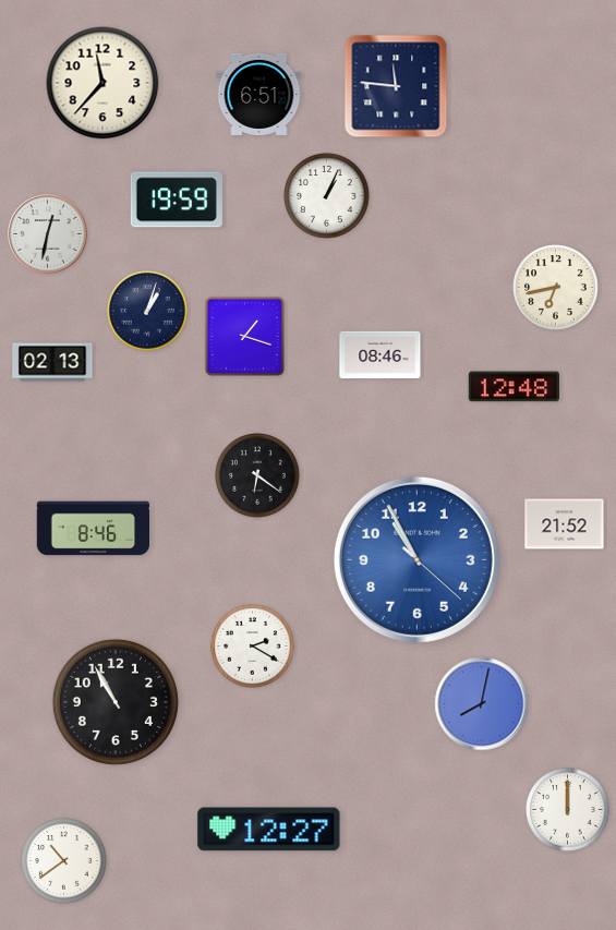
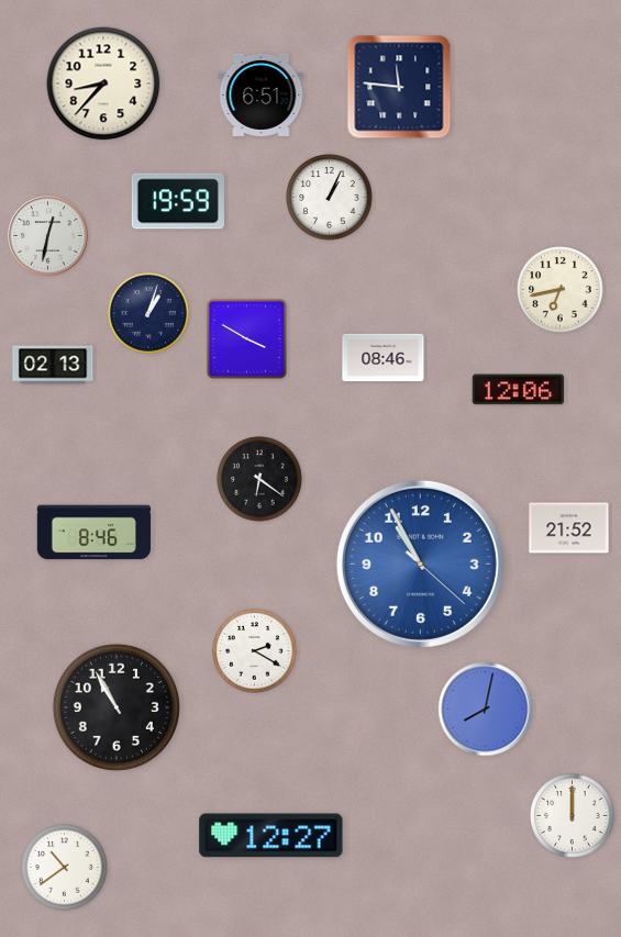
clock at (102, 83): 11:37 -> 8:37
clock at (244, 336): 1:18 -> 3:50
clock at (514, 387): 12:48 -> 12:06
